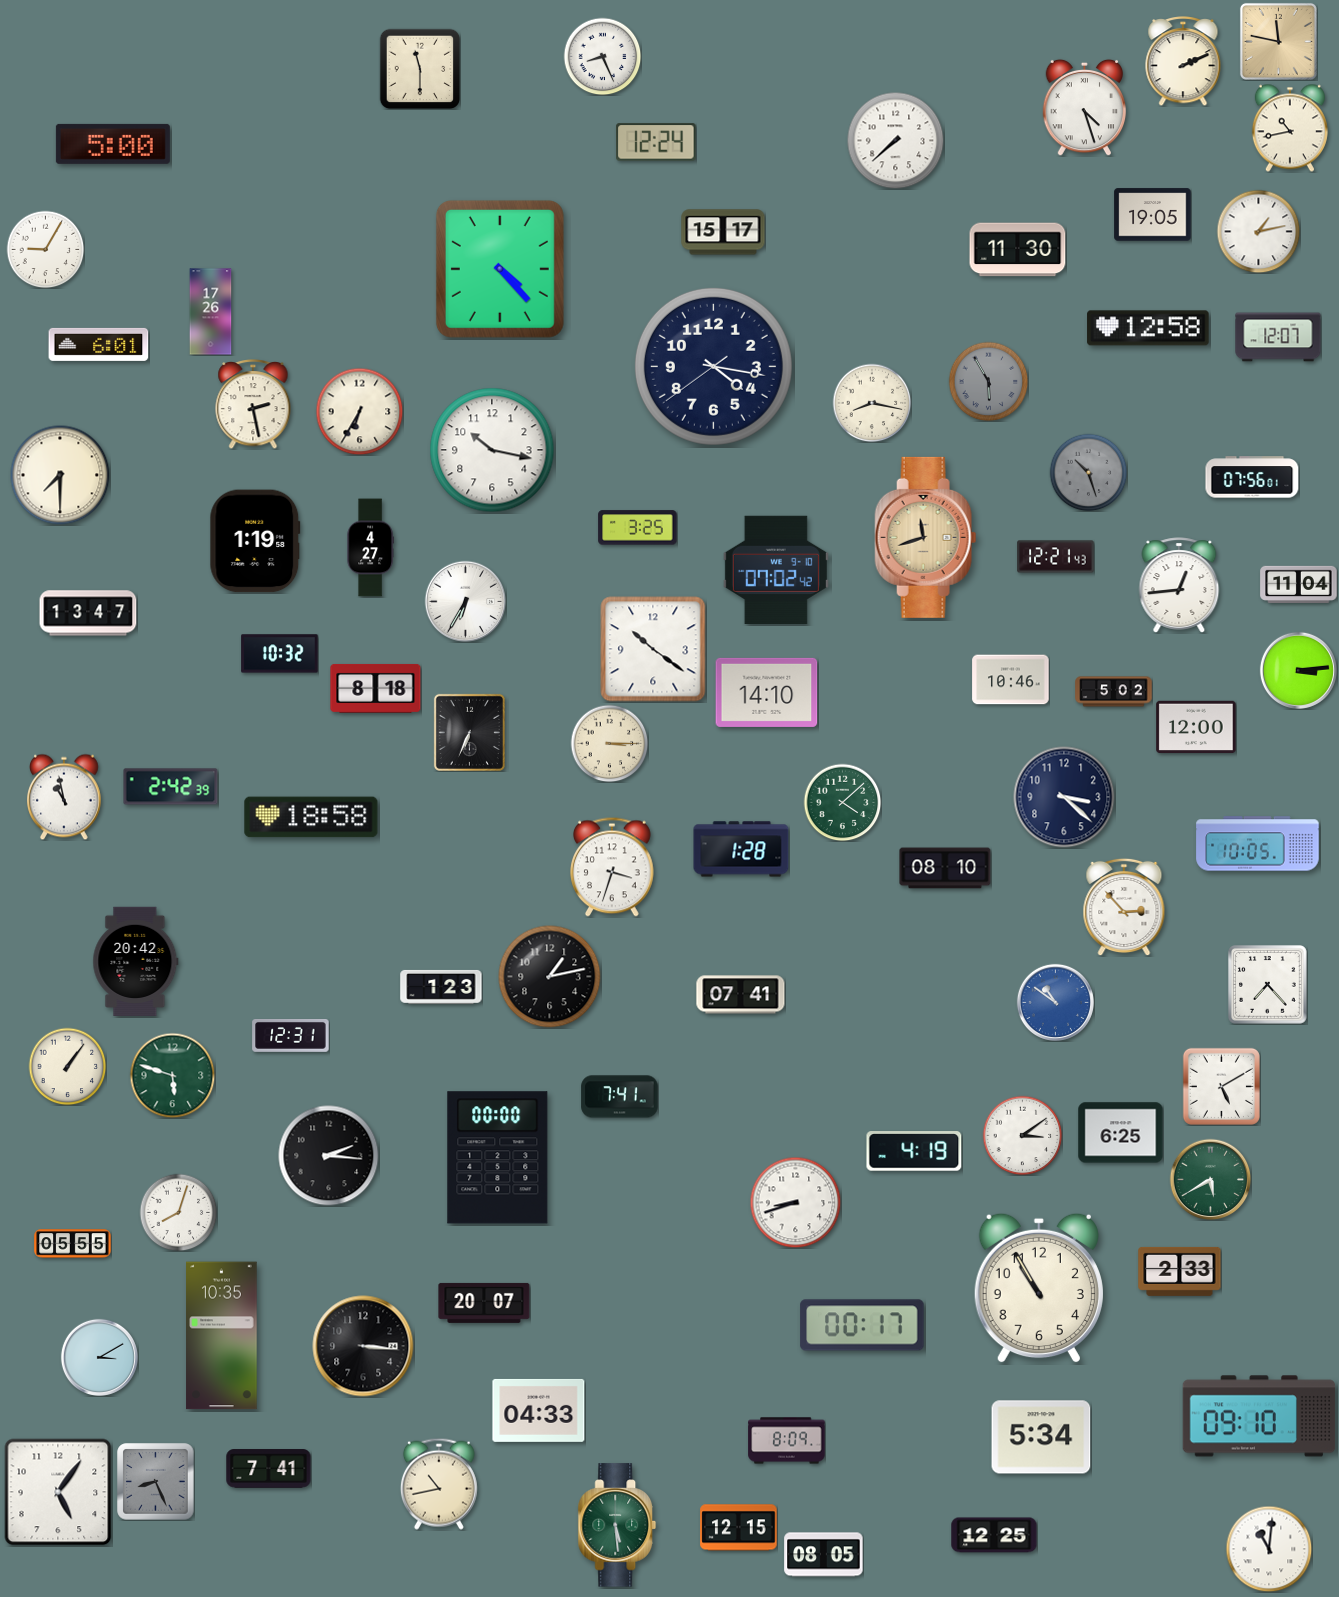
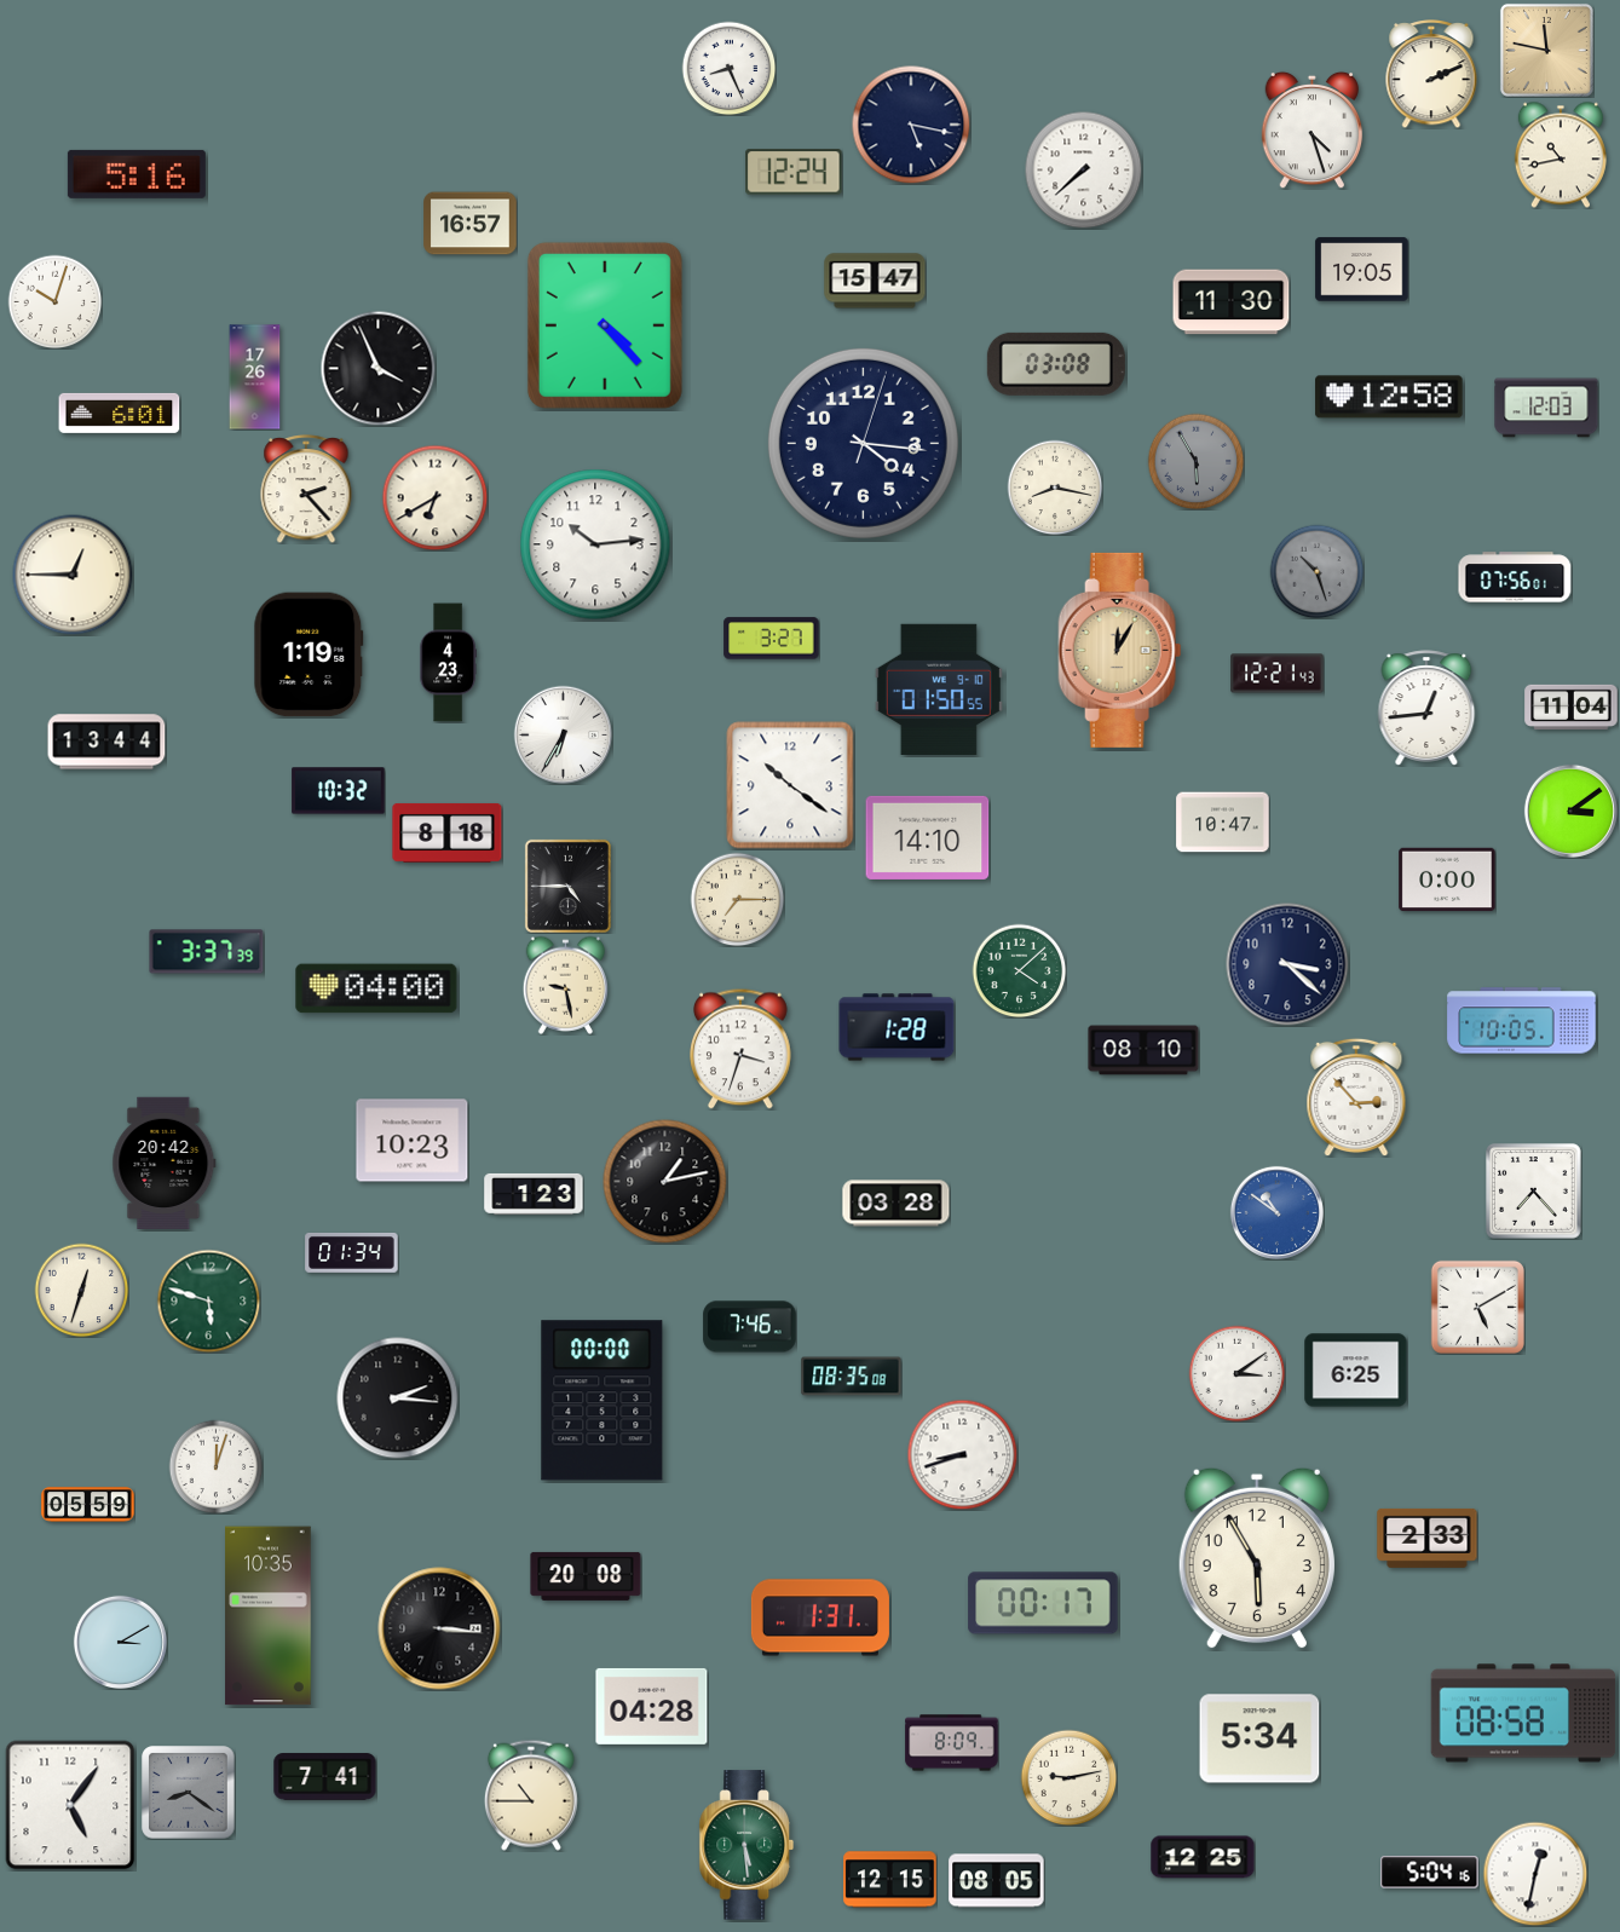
clock at (420, 69): 11:30 -> none
clock at (911, 125): none -> 5:17
clock at (113, 144): 5:00 -> 5:16
clock at (471, 224): none -> 16:57
clock at (1153, 215) position: (1153, 215) -> (1362, 270)
clock at (1258, 231): 1:13 -> none
clock at (723, 232): 15:17 -> 15:47
clock at (45, 249): 9:05 -> 10:03
clock at (1056, 364): none -> 03:08
clock at (377, 368): none -> 3:56
clock at (1278, 337): 12:07 -> 12:03
clock at (99, 344) position: (99, 344) -> (120, 413)
clock at (713, 366): 4:16:39 -> 4:16:03
clock at (253, 405): 2:28 -> 2:23
clock at (359, 411): 6:35 -> 6:40
clock at (492, 450): 10:17 -> 10:14
clock at (60, 475): 7:30 -> 12:45
clock at (638, 528): 3:25 -> 3:27
clock at (926, 537): 11:42 -> 12:05
clock at (370, 548): 4:27 -> 4:23
clock at (776, 570): 07:02 -> 01:50
clock at (465, 601) position: (465, 601) -> (563, 734)
clock at (88, 613): 13:47 -> 13:44
clock at (1298, 670): 3:14 -> 3:09
clock at (1011, 680): 10:46 -> 10:47
clock at (376, 688) position: (376, 688) -> (448, 832)
clock at (1114, 692): 5:02 -> none
clock at (1196, 727): 12:00 -> 0:00
clock at (469, 732): 6:34 -> 4:45
clock at (609, 743): 3:15 -> 7:15
clock at (171, 787): 2:42 -> 3:37
clock at (65, 797): 10:58 -> none
clock at (566, 985): none -> 9:28
clock at (311, 817): 18:58 -> 04:00
clock at (1124, 907) position: (1124, 907) -> (1356, 1097)
clock at (413, 1141): none -> 10:23
clock at (741, 995): 07:41 -> 03:28
clock at (291, 1036): 12:31 -> 01:34
clock at (67, 1066): 1:06 -> 12:33
clock at (1221, 1086) position: (1221, 1086) -> (1477, 1307)
clock at (620, 1097): 7:41 -> 7:46
clock at (852, 1377): none -> 08:35
clock at (914, 1151): 4:19 -> none
clock at (1210, 1179): 5:40 -> none
clock at (178, 1212): 8:03 -> 12:03
clock at (73, 1244): 05:55 -> 05:59
clock at (1039, 1288): 10:55 -> 5:55
clock at (484, 1303): 20:07 -> 20:08
clock at (820, 1617): none -> 1:31
clock at (539, 1410): 04:33 -> 04:28
clock at (1259, 1416): 09:10 -> 08:58
clock at (1068, 1777): none -> 9:13
clock at (156, 1482): 8:26 -> 8:21
clock at (439, 1484): 10:43 -> 10:45
clock at (739, 1528) position: (739, 1528) -> (890, 1880)
clock at (1430, 1873): none -> 5:04
clock at (1269, 1549): 11:01 -> 12:32
